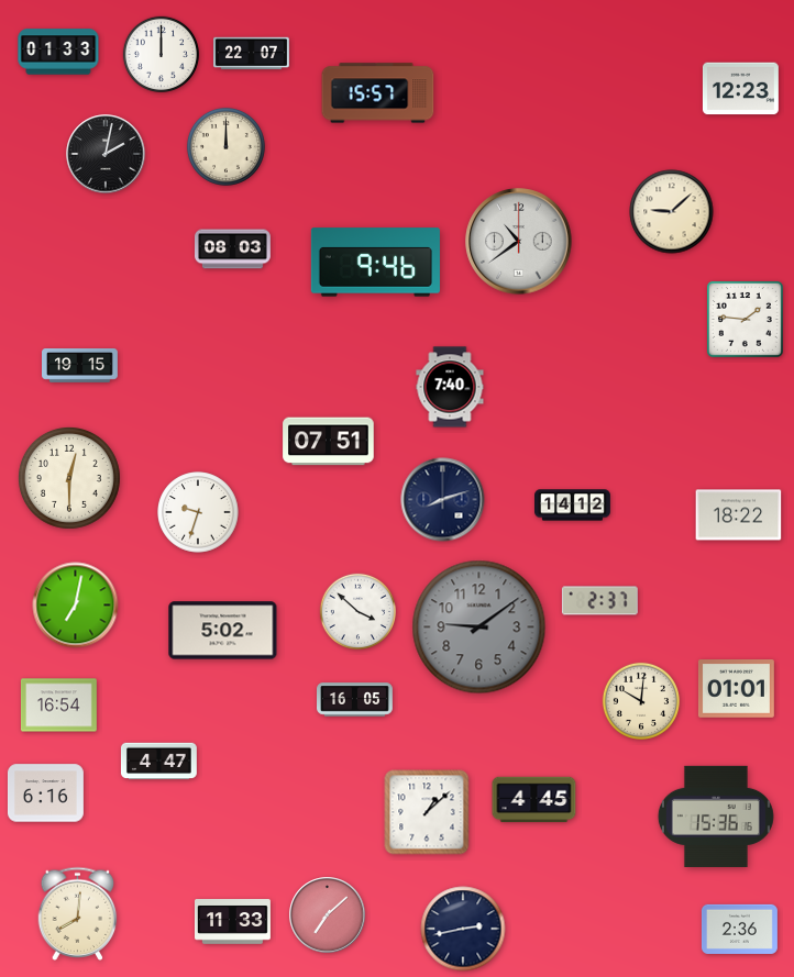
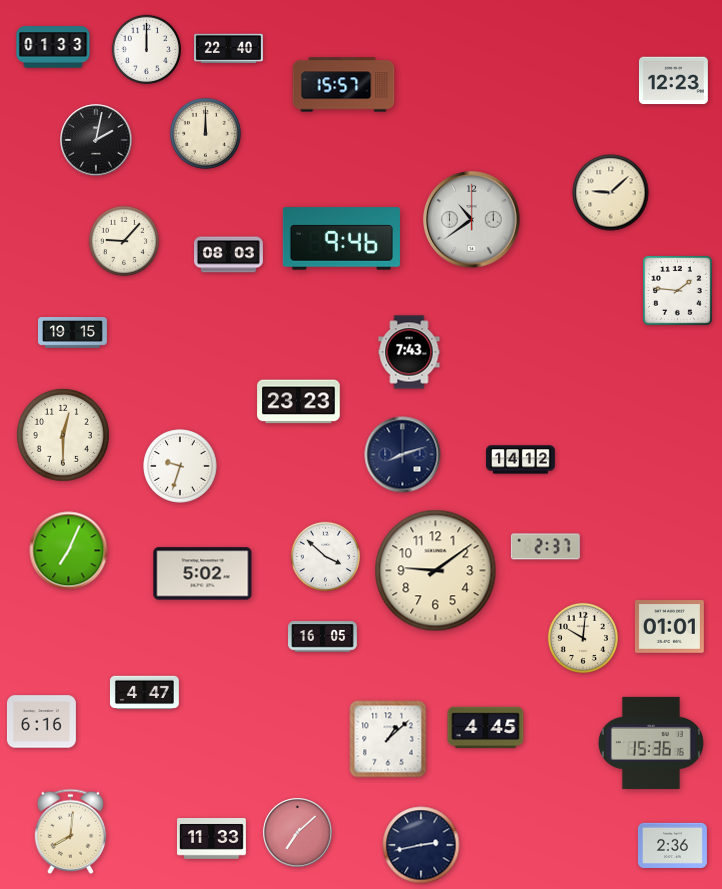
clock at (252, 54): 22:07 -> 22:40
clock at (233, 249) position: (233, 249) -> (229, 255)
clock at (124, 241): none -> 9:07
clock at (450, 387): 7:40 -> 7:43
clock at (329, 442): 07:51 -> 23:23
clock at (739, 515): 18:22 -> none
clock at (76, 606): 7:02 -> 7:04
clock at (479, 628) dial: grey -> cream
clock at (58, 706): 16:54 -> none
